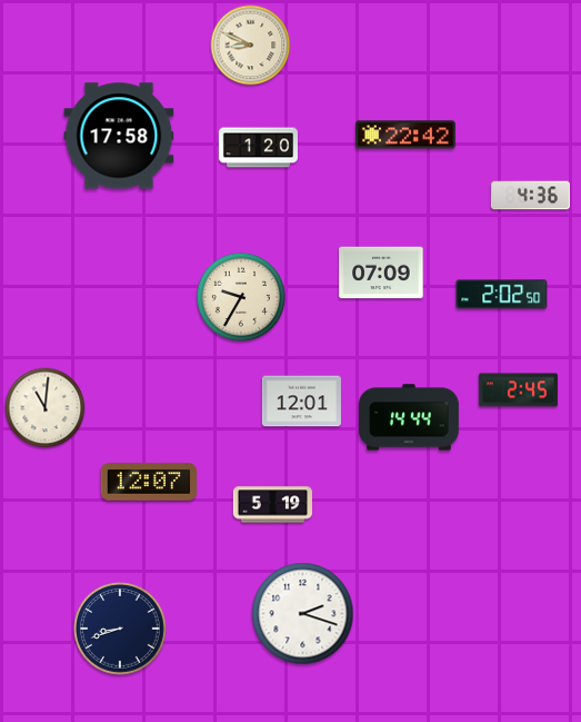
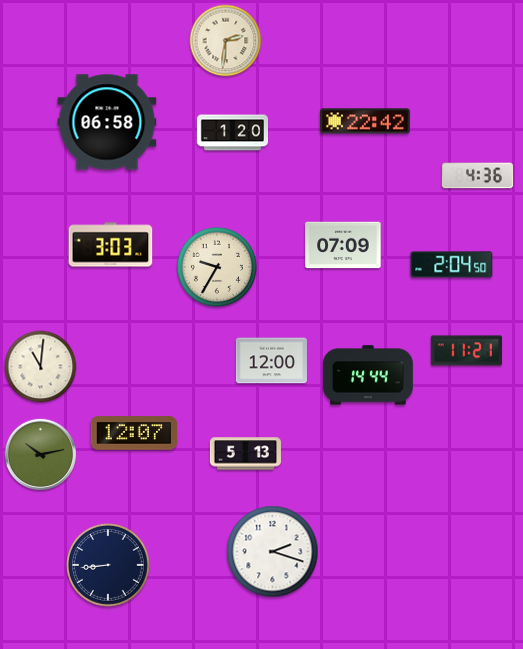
clock at (251, 46): 8:49 -> 2:31
clock at (119, 136): 17:58 -> 06:58
clock at (111, 245): none -> 3:03
clock at (502, 295): 2:02 -> 2:04
clock at (518, 390): 2:45 -> 11:21
clock at (301, 402): 12:01 -> 12:00
clock at (40, 454): none -> 10:13
clock at (272, 505): 5:19 -> 5:13
clock at (121, 630): 8:42 -> 8:44
